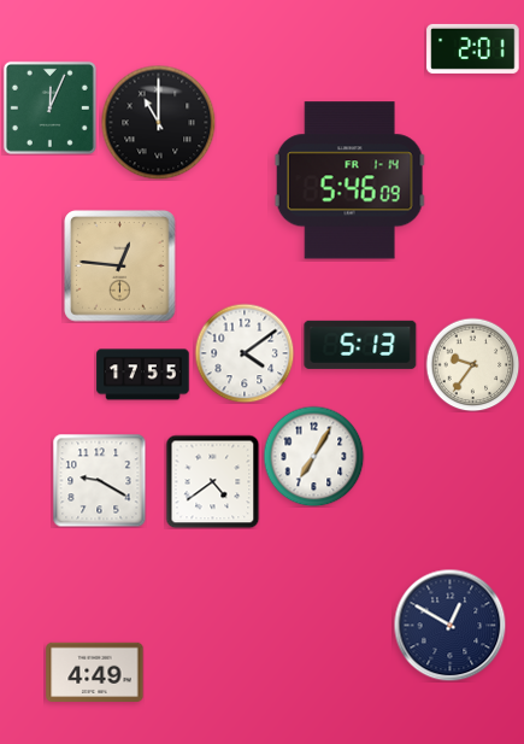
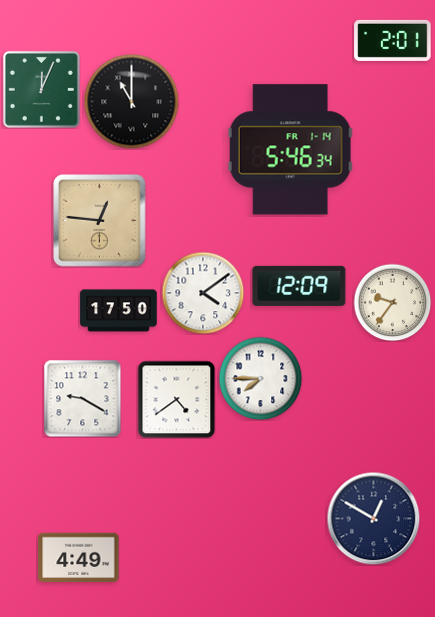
clock at (349, 181): 5:46:09 -> 5:46:34
clock at (360, 345): 5:13 -> 12:09
clock at (143, 375): 17:55 -> 17:50
clock at (313, 456): 7:05 -> 7:45
